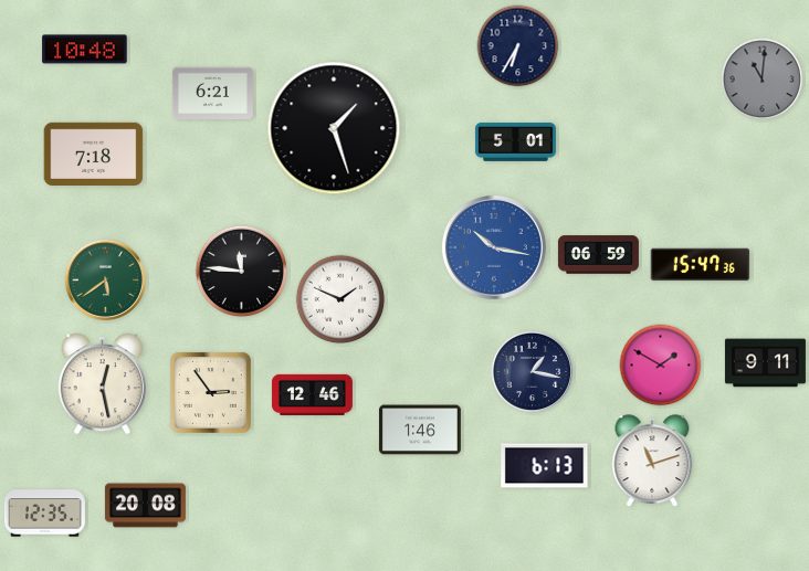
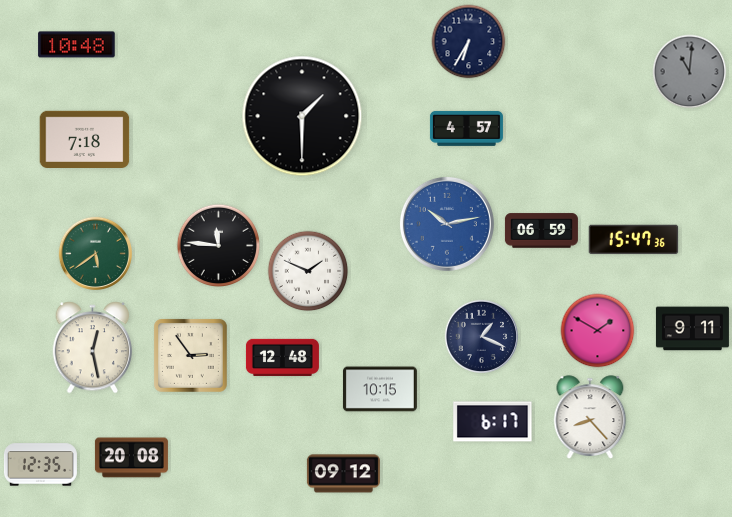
clock at (212, 94): 6:21 -> none
clock at (334, 128): 1:27 -> 1:30
clock at (515, 142): 5:01 -> 4:57
clock at (494, 247): 10:17 -> 10:13
clock at (532, 371): 1:17 -> 1:19
clock at (312, 394): 12:46 -> 12:48
clock at (420, 430): 1:46 -> 10:15
clock at (652, 461): 11:12 -> 8:23
clock at (545, 466): 6:13 -> 6:17
clock at (343, 474): none -> 09:12
